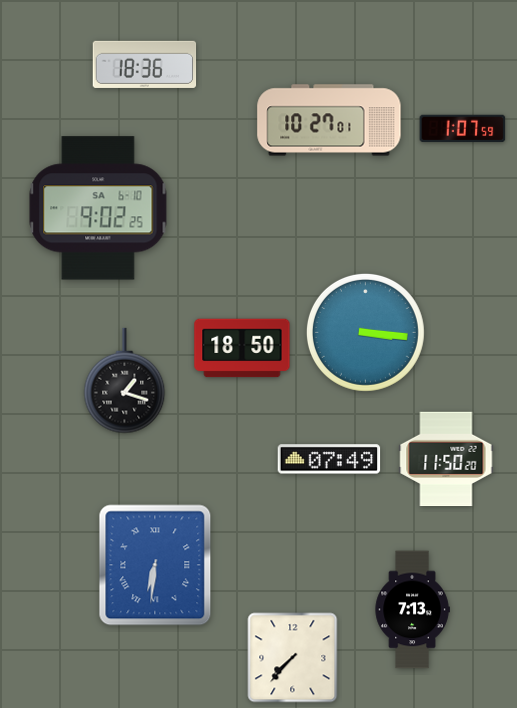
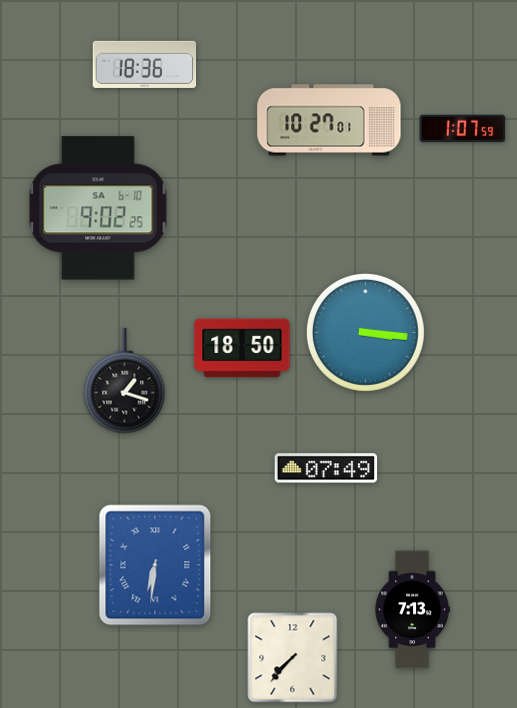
clock at (329, 459) position: (329, 459) -> (326, 468)
clock at (446, 459): 11:50 -> none
